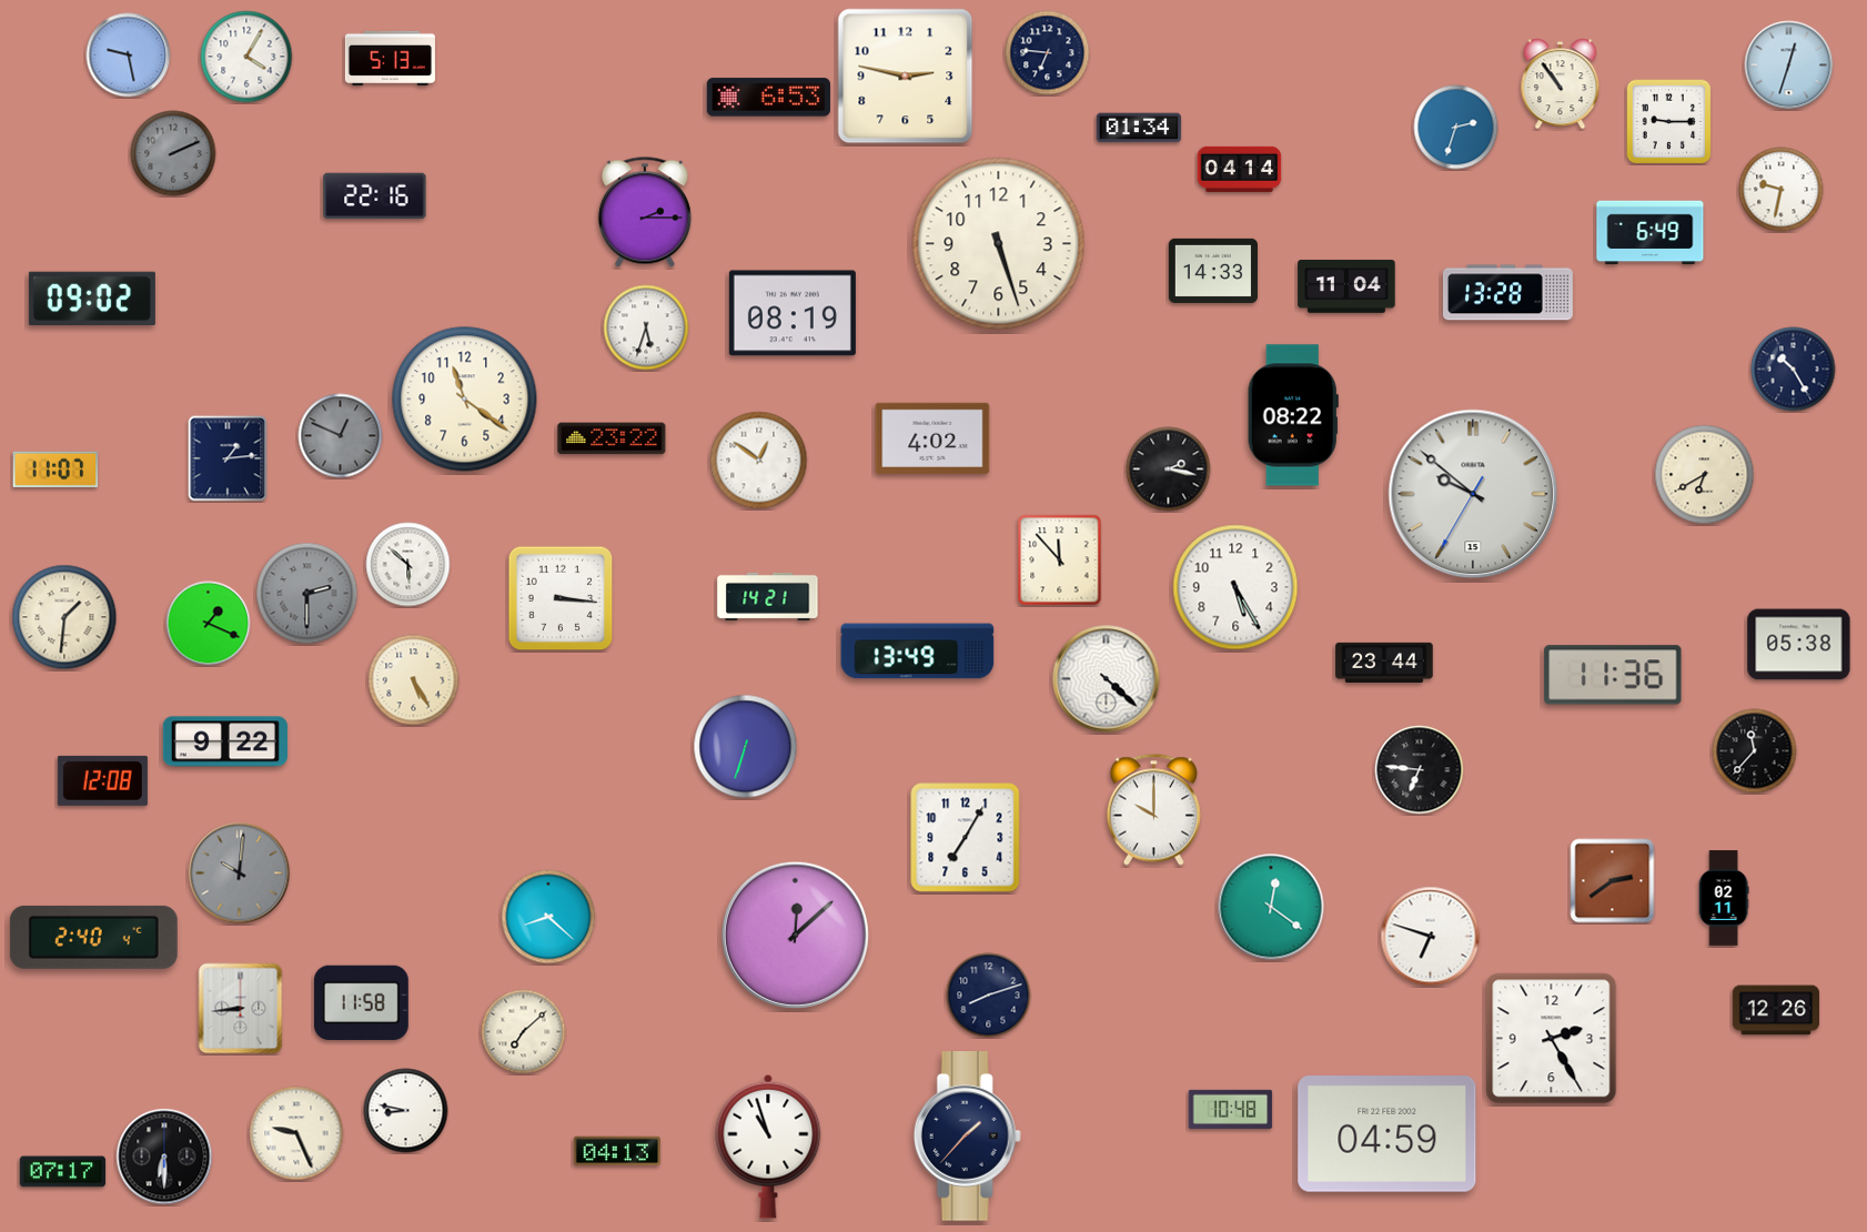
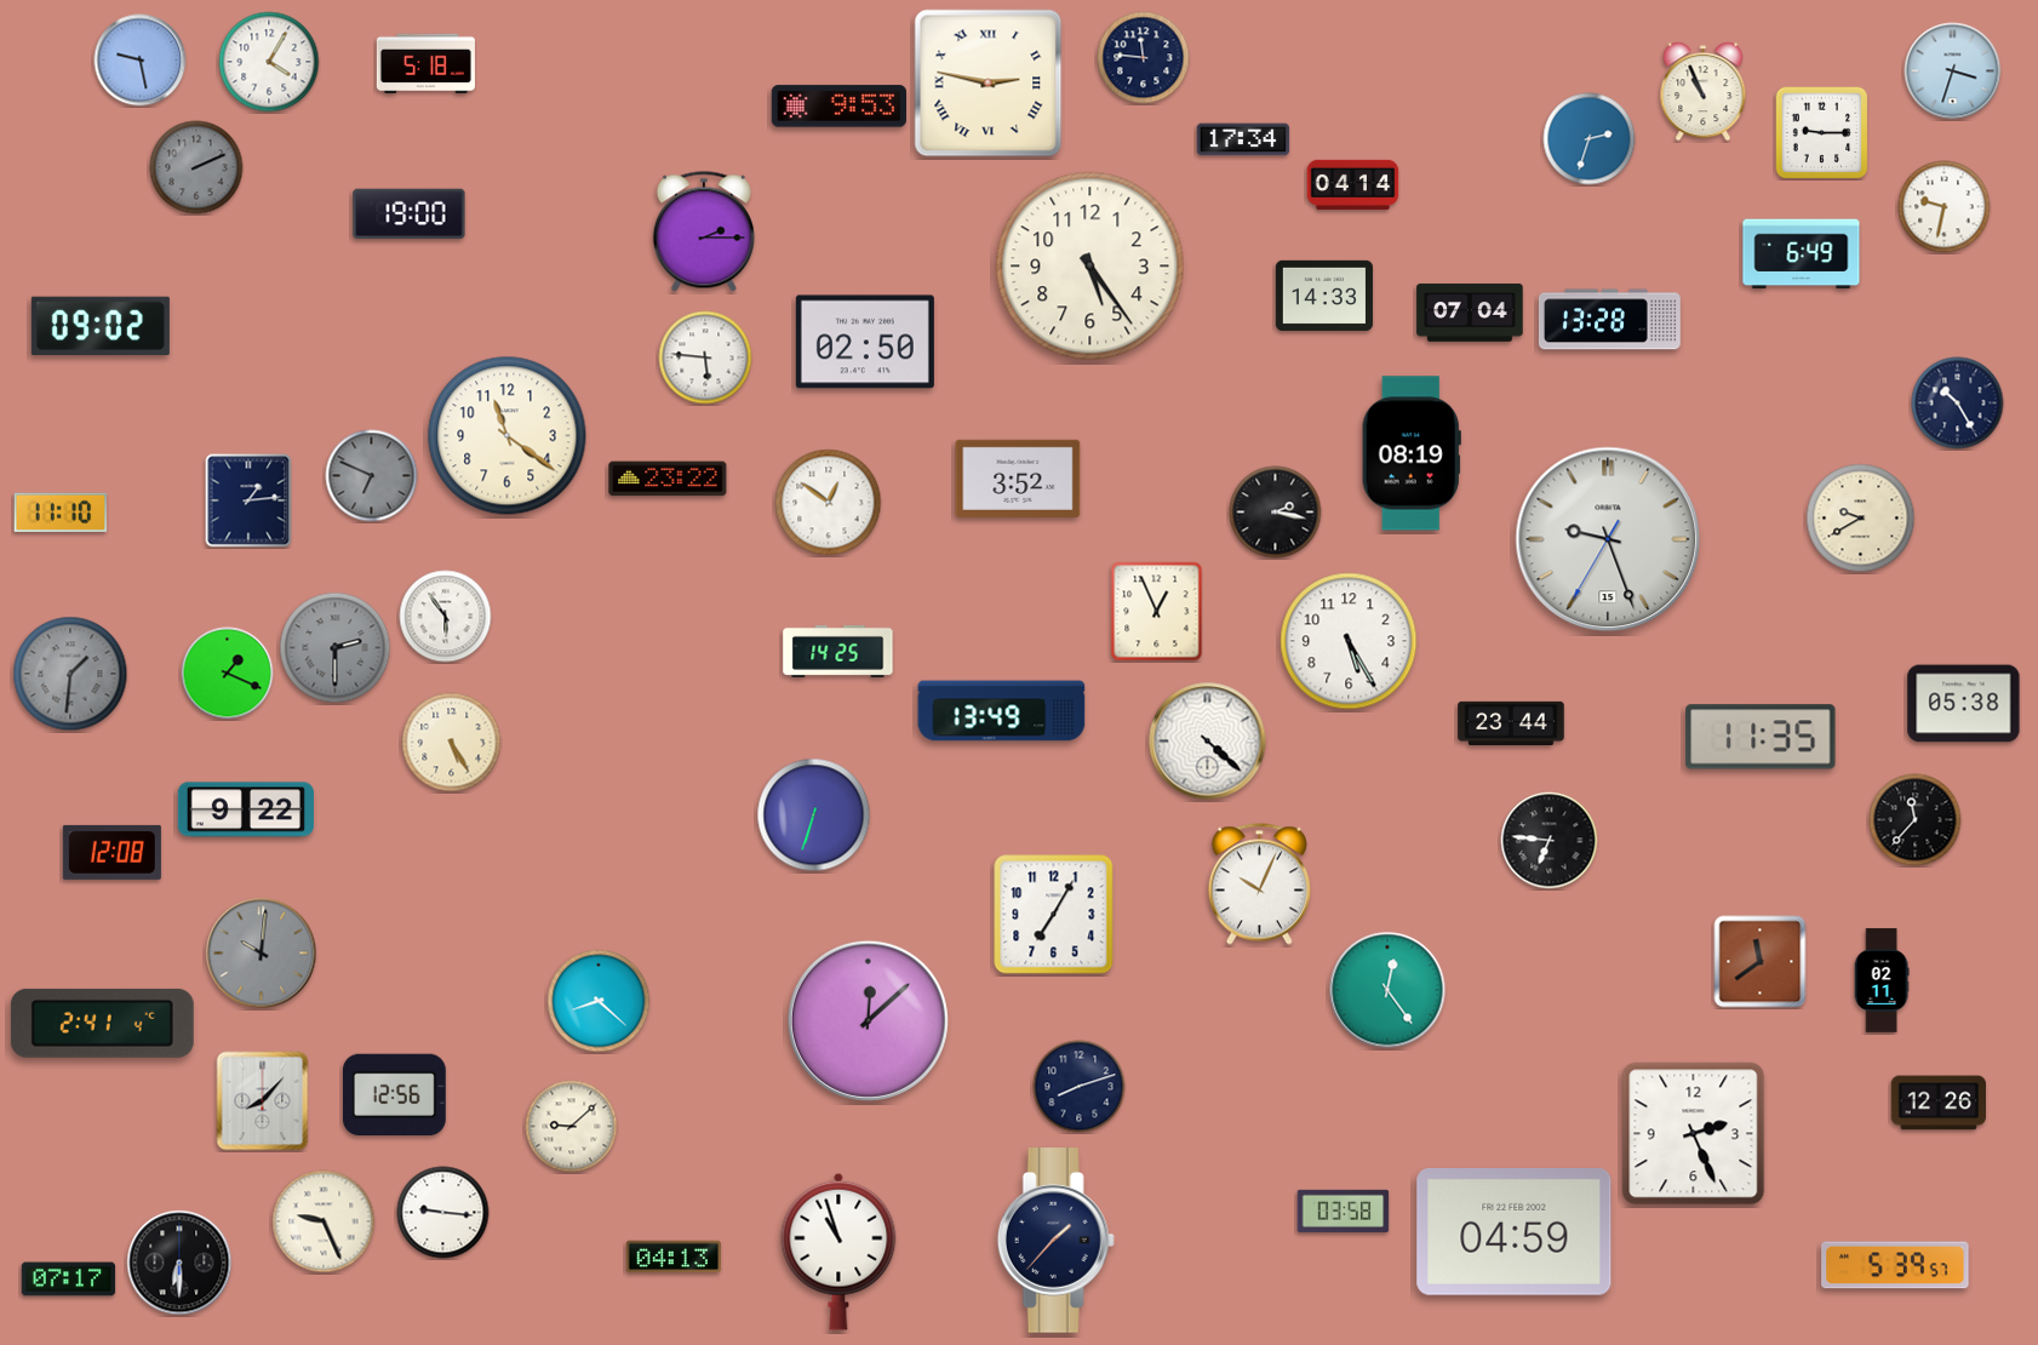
clock at (1048, 53): 6:46 -> 11:46
clock at (390, 59): 5:13 -> 5:18
clock at (1789, 65): 12:33 -> 3:33
clock at (906, 77) numerals: Arabic -> Roman
clock at (1561, 84): 10:54 -> 10:56
clock at (768, 98): 6:53 -> 9:53
clock at (1139, 128): 01:34 -> 17:34
clock at (173, 153) position: (173, 153) -> (196, 167)
clock at (375, 196): 22:16 -> 19:00
clock at (999, 244): 5:27 -> 5:24
clock at (1346, 286): 11:04 -> 07:04
clock at (1507, 293) position: (1507, 293) -> (1609, 320)
clock at (793, 313): 08:19 -> 02:50
clock at (646, 327): 5:33 -> 5:46
clock at (1293, 415): 08:22 -> 08:19
clock at (341, 436): 12:49 -> 6:49
clock at (932, 438): 4:02 -> 3:52
clock at (55, 469): 11:07 -> 11:10
clock at (1705, 475): 6:40 -> 9:40
clock at (1473, 494): 9:51 -> 9:26
clock at (1060, 561): 11:53 -> 12:56
clock at (408, 565): 5:52 -> 5:54
clock at (768, 596): 14:21 -> 14:25
clock at (561, 598): 3:16 -> none
clock at (64, 617) dial: cream -> grey
clock at (209, 624) position: (209, 624) -> (228, 674)
clock at (1613, 675): 11:36 -> 11:35
clock at (1153, 810): 10:00 -> 10:04
clock at (1613, 881): 2:39 -> 11:39
clock at (1271, 907): 12:21 -> 12:24
clock at (93, 937): 2:40 -> 2:41
clock at (1431, 937): 6:48 -> none
clock at (361, 1003): 11:58 -> 12:56
clock at (241, 1009): 8:44 -> 8:07
clock at (524, 1032): 7:08 -> 9:08
clock at (1552, 1039): 2:25 -> 2:26
clock at (1231, 1109): 10:48 -> 03:58
clock at (406, 1111): 8:47 -> 9:16
clock at (296, 1133) position: (296, 1133) -> (324, 1221)
clock at (1387, 1134) position: (1387, 1134) -> (1515, 1232)
clock at (1895, 1265): none -> 5:39
